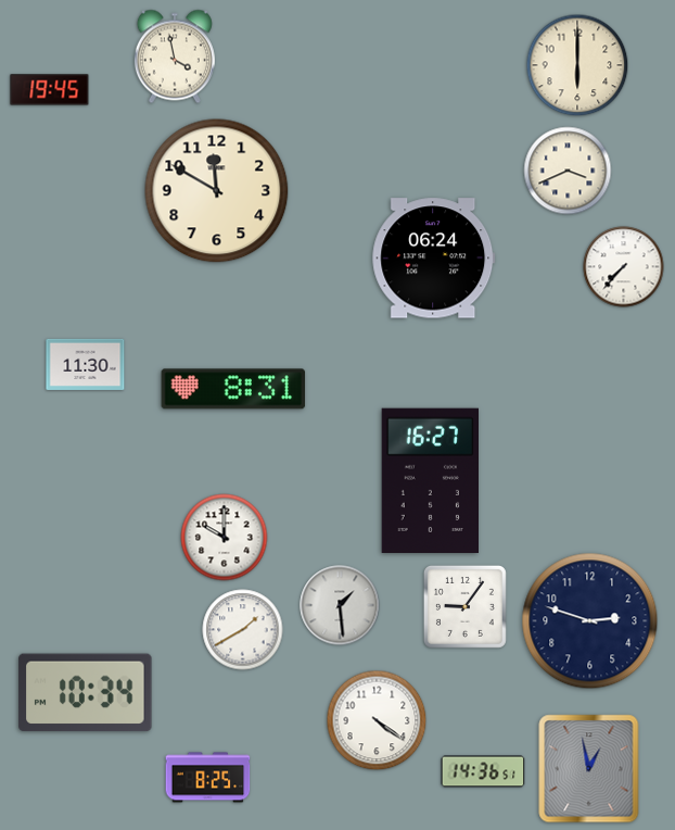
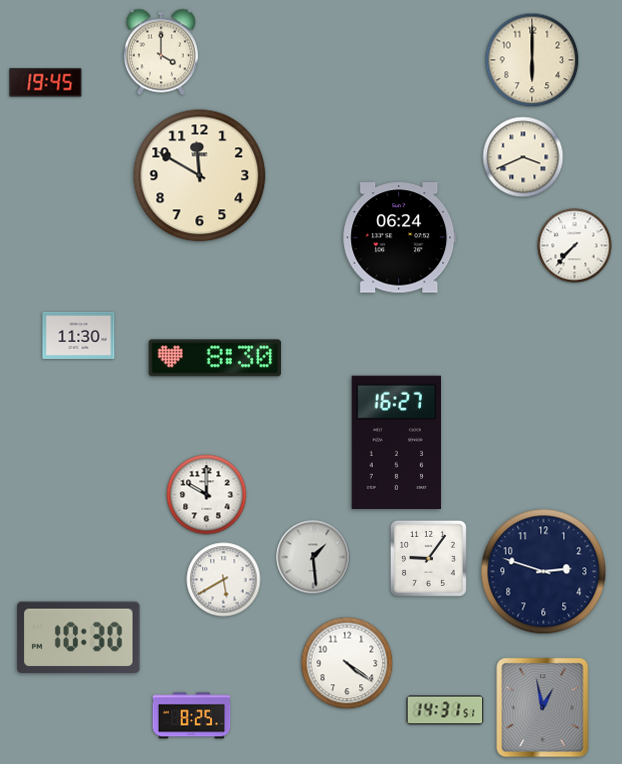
clock at (175, 56): 3:58 -> 4:00
clock at (233, 389): 8:31 -> 8:30
clock at (243, 630): 1:40 -> 5:40
clock at (86, 693): 10:34 -> 10:30
clock at (483, 771): 14:36 -> 14:31
